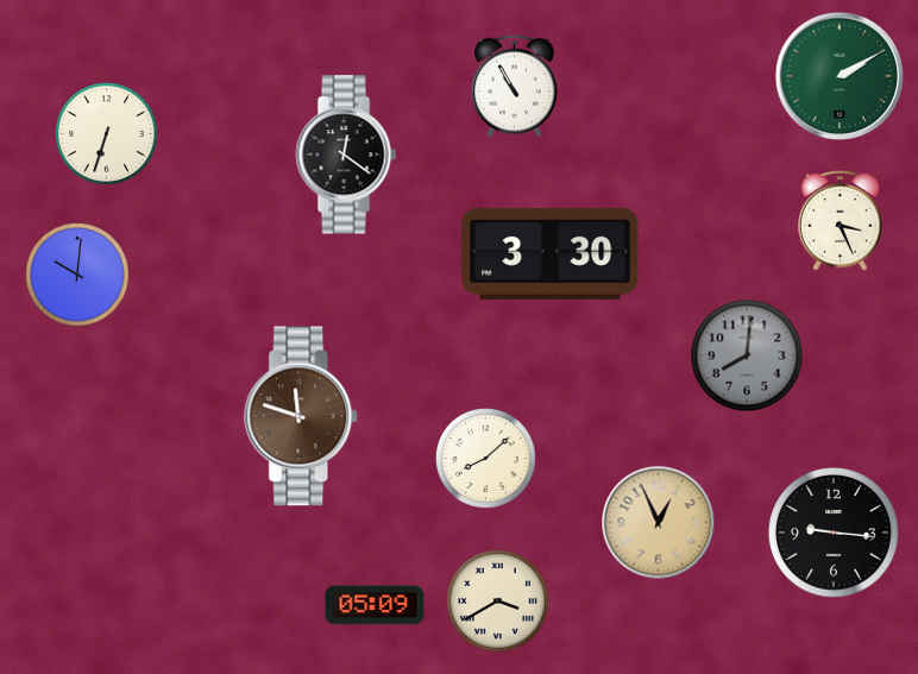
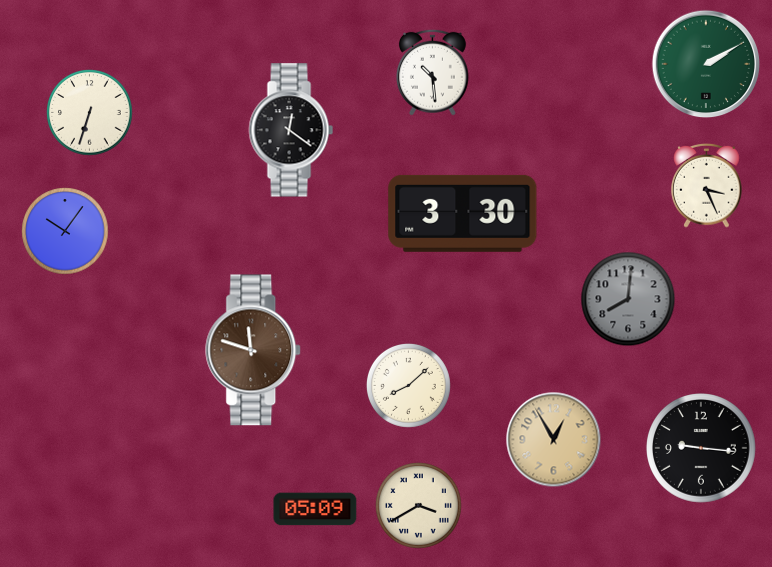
clock at (514, 86): 10:55 -> 10:29
clock at (77, 275): 10:01 -> 10:06
clock at (659, 523): 12:56 -> 12:55
